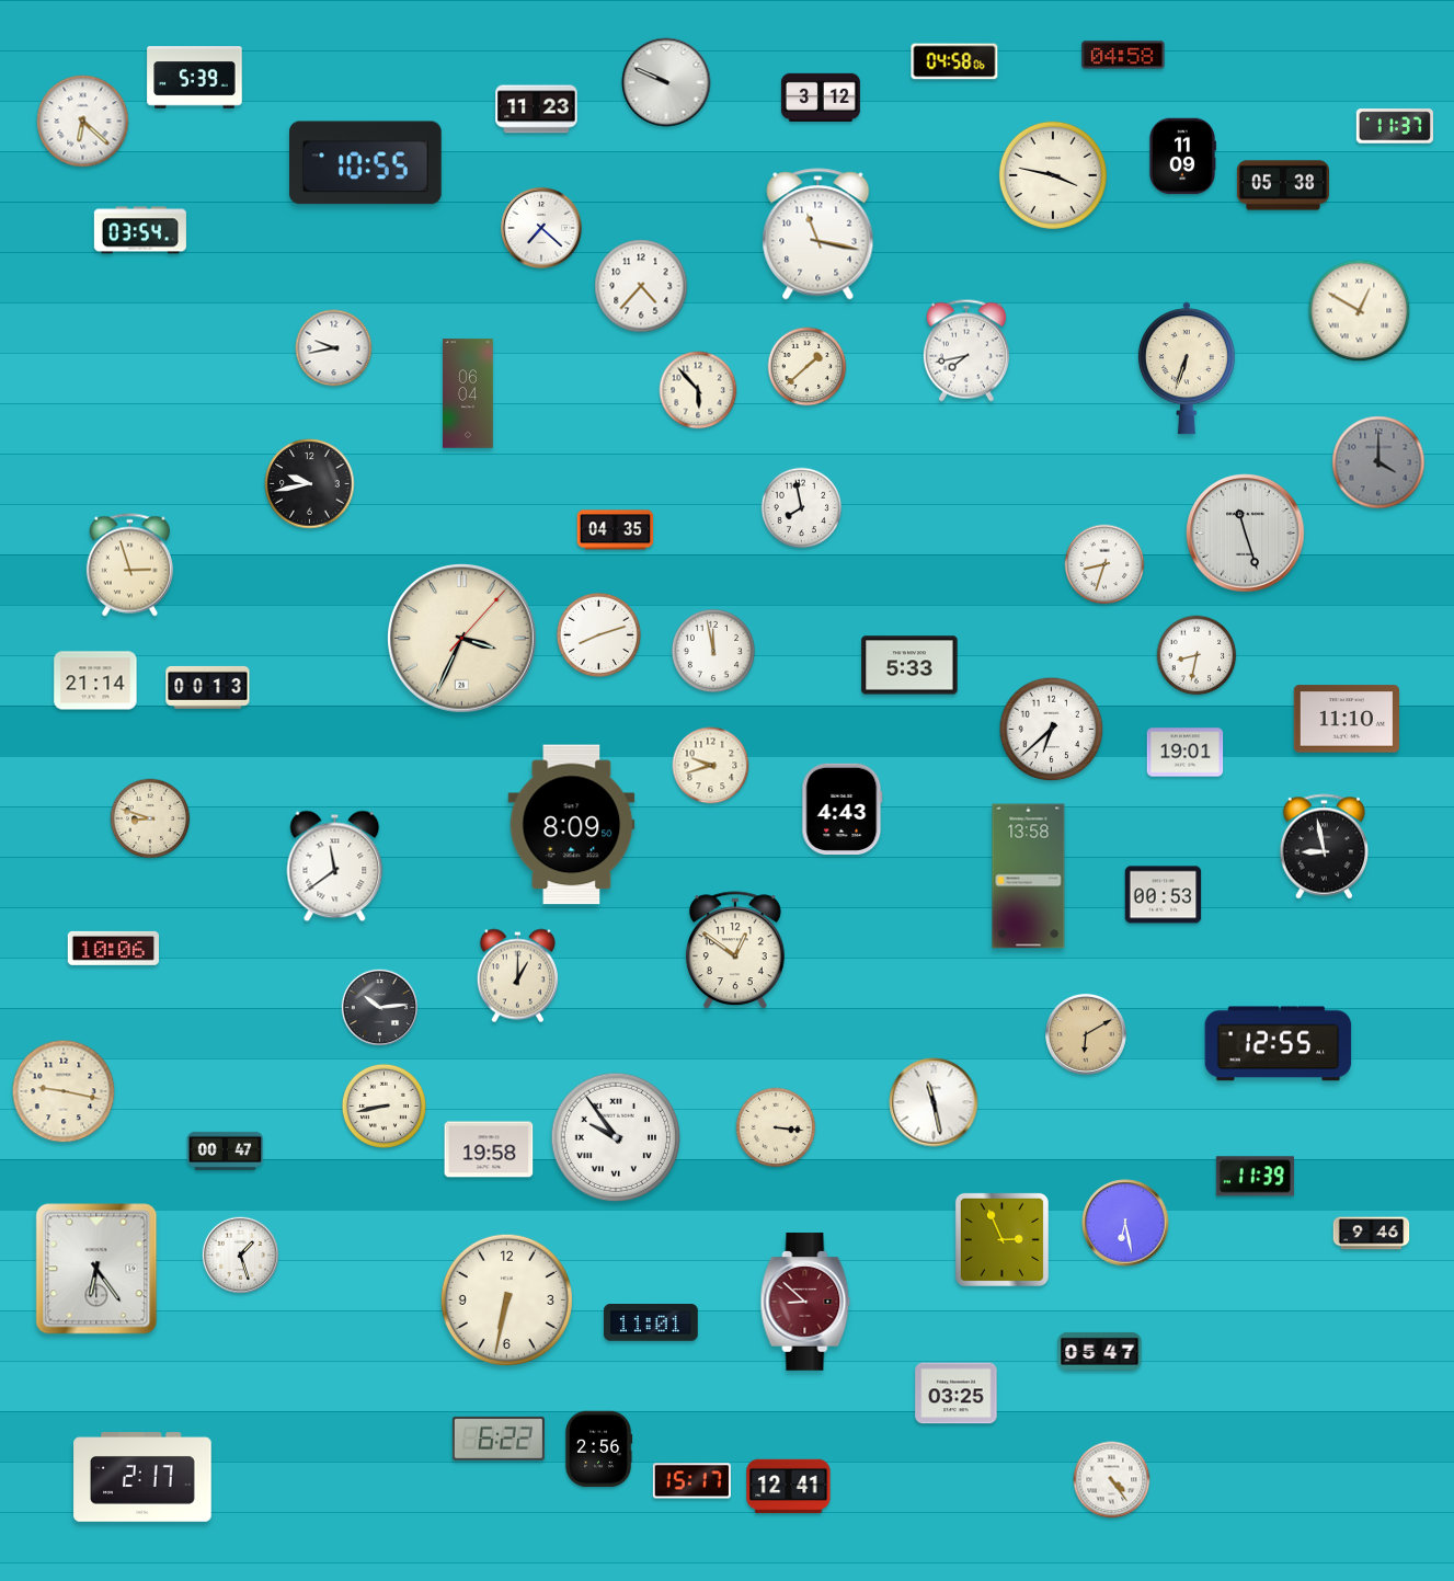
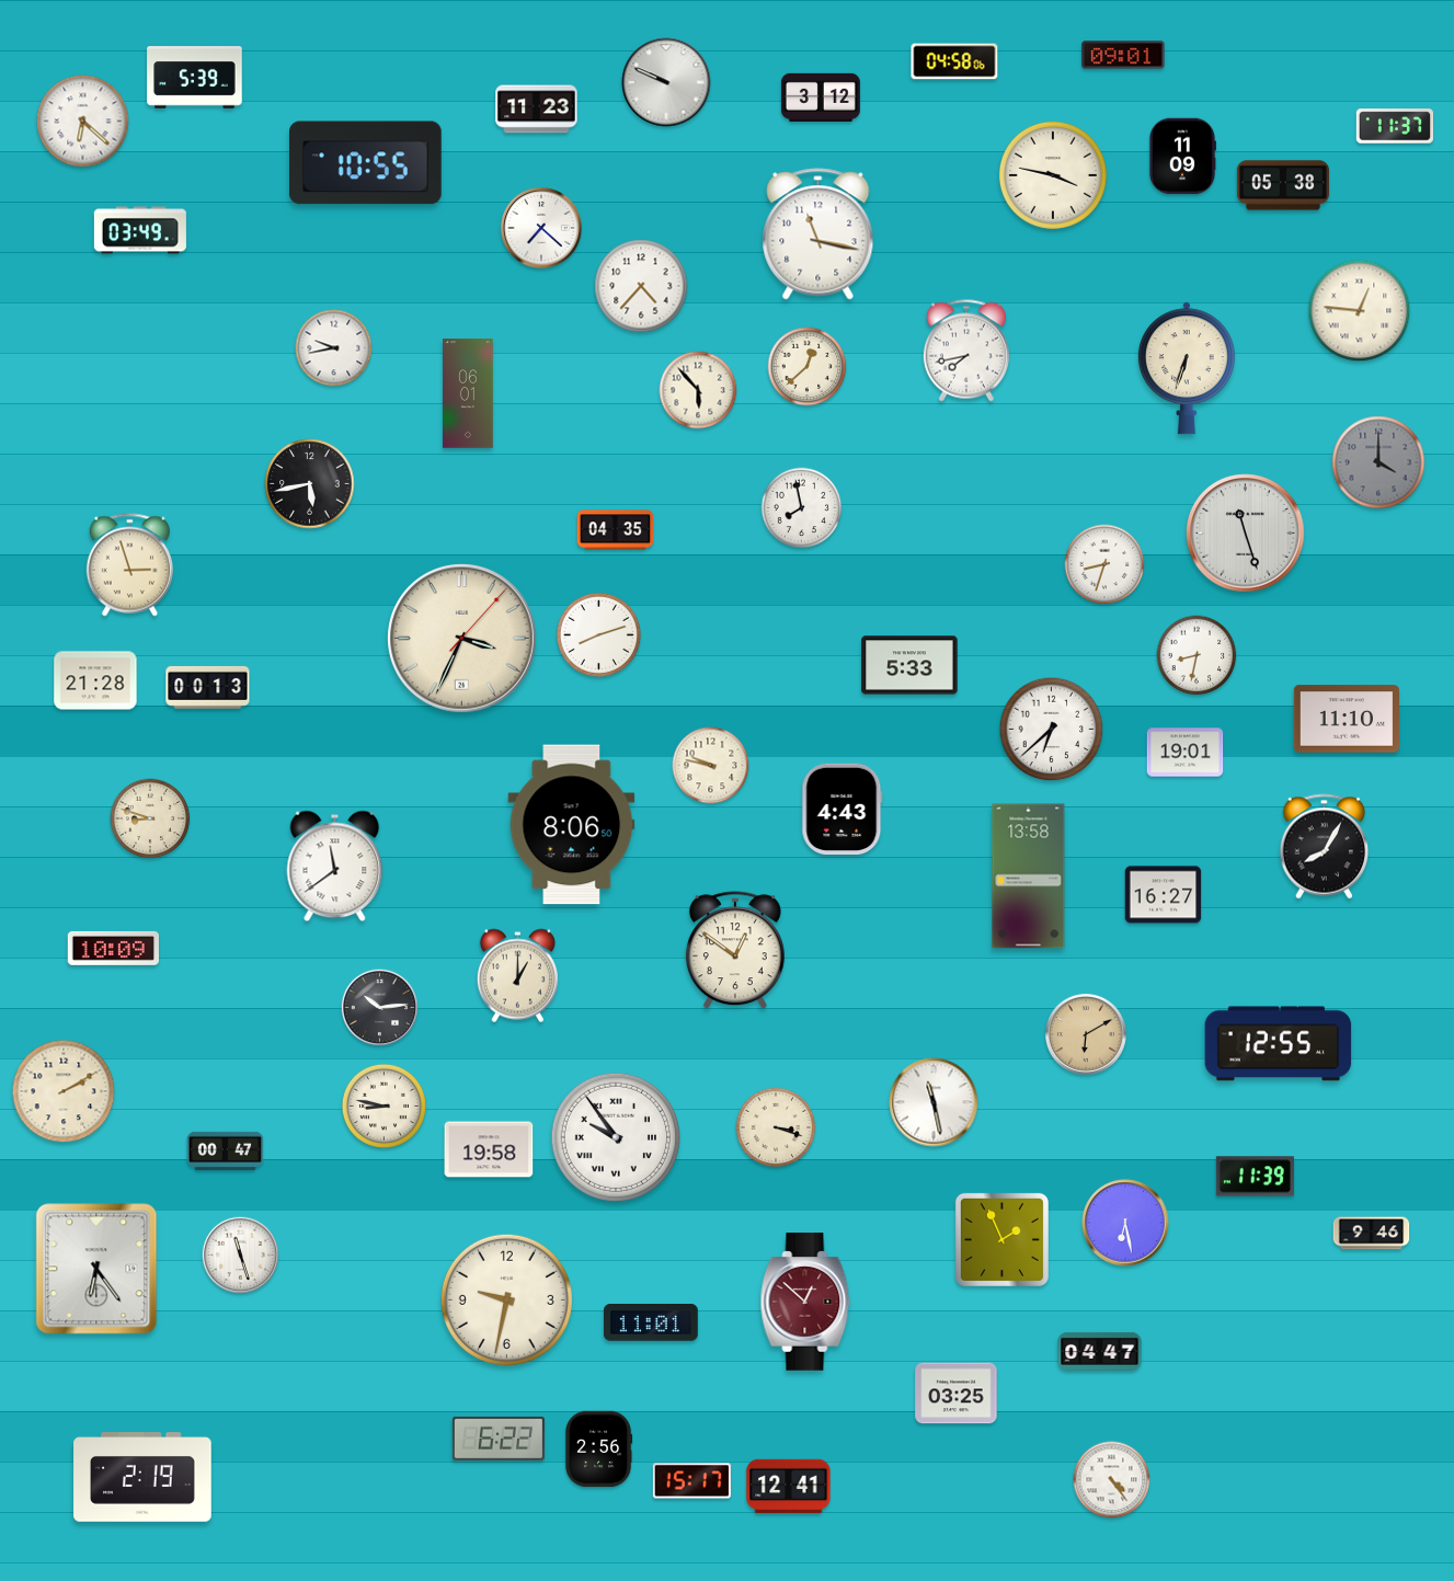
clock at (1123, 55): 04:58 -> 09:01
clock at (140, 230): 03:54 -> 03:49
clock at (1360, 311): 12:50 -> 12:46
clock at (808, 367): 1:38 -> 12:38
clock at (468, 393): 06:04 -> 06:01
clock at (310, 484): 9:43 -> 5:43
clock at (713, 651): 11:58 -> none
clock at (95, 680): 21:14 -> 21:28
clock at (711, 766): 9:42 -> 9:47
clock at (572, 825): 8:09 -> 8:06
clock at (1325, 847): 8:58 -> 8:05
clock at (1164, 895): 00:53 -> 16:27
clock at (113, 948): 10:06 -> 10:09
clock at (64, 1091): 9:17 -> 2:10
clock at (383, 1105): 8:43 -> 8:47
clock at (776, 1127): 3:16 -> 3:18
clock at (1001, 1239): 2:56 -> 1:56
clock at (241, 1256): 1:27 -> 11:27
clock at (506, 1299): 6:32 -> 9:32
clock at (805, 1302): 8:52 -> 12:52
clock at (1100, 1351): 05:47 -> 04:47
clock at (142, 1477): 2:17 -> 2:19
